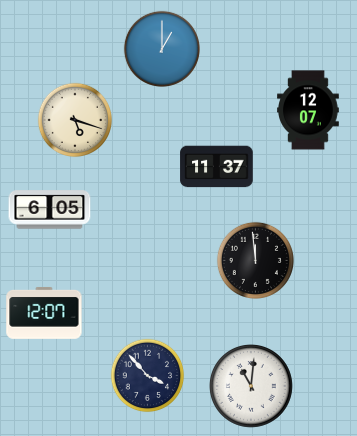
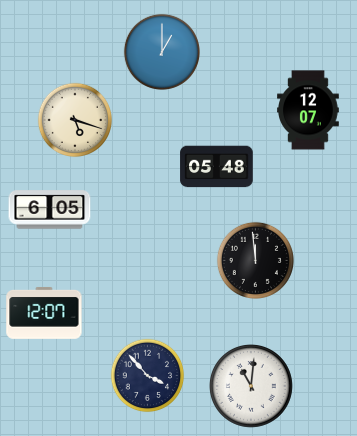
clock at (162, 49) position: (162, 49) -> (162, 52)
clock at (217, 167): 11:37 -> 05:48
